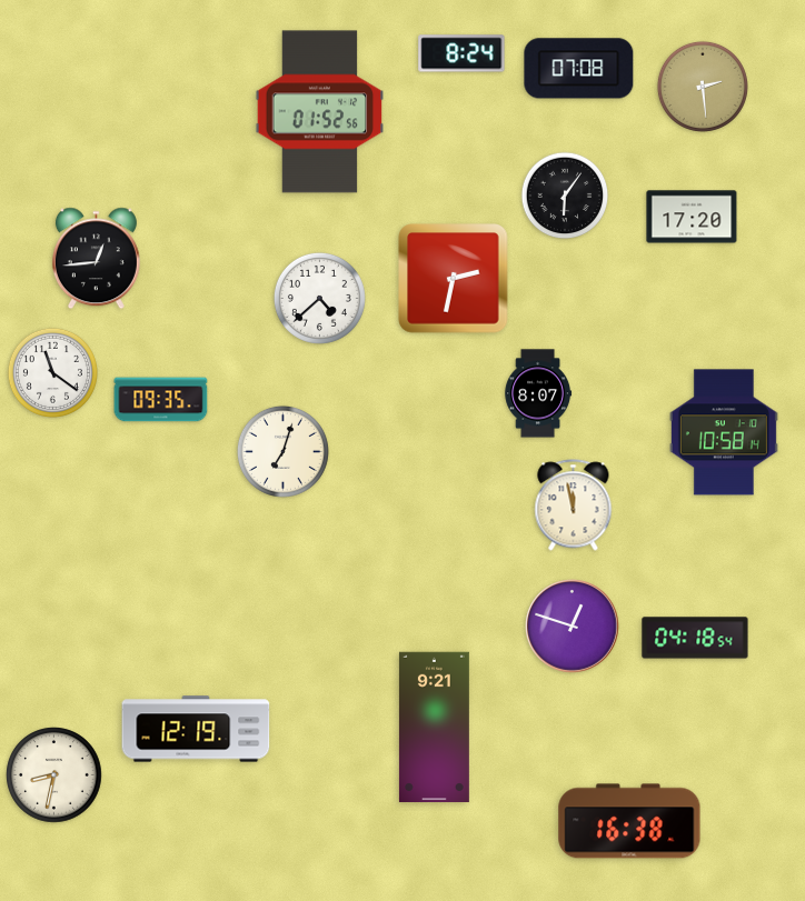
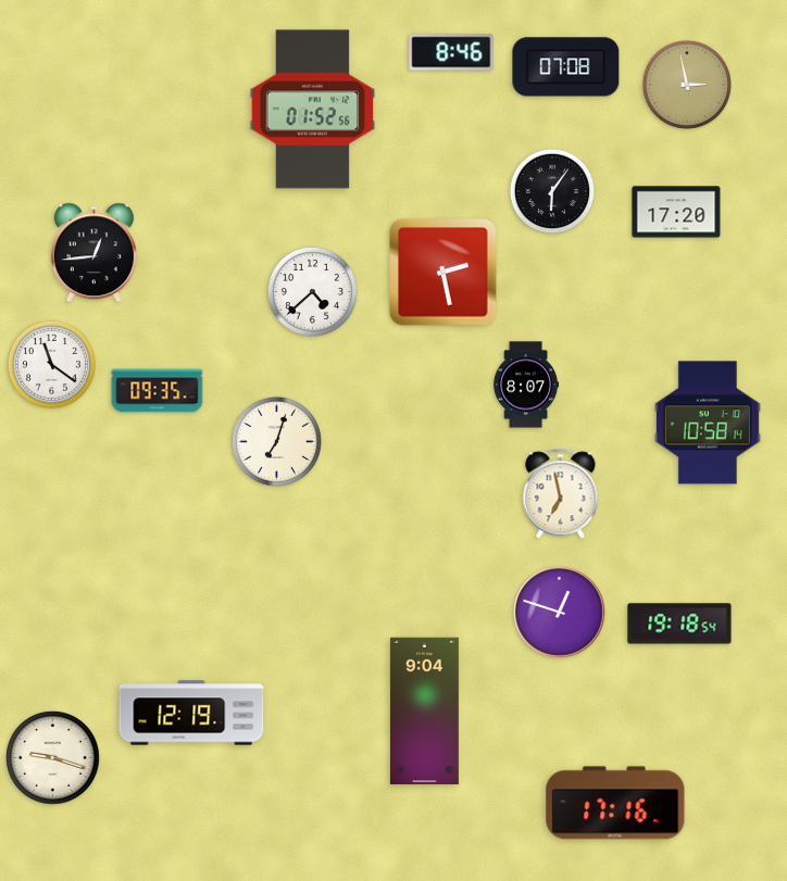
clock at (461, 53): 8:24 -> 8:46
clock at (703, 87): 2:29 -> 2:58
clock at (454, 279): 2:32 -> 2:28
clock at (574, 505): 11:58 -> 6:58
clock at (695, 638): 04:18 -> 19:18
clock at (434, 728): 9:21 -> 9:04
clock at (54, 775): 8:32 -> 9:18
clock at (629, 821): 16:38 -> 17:16
